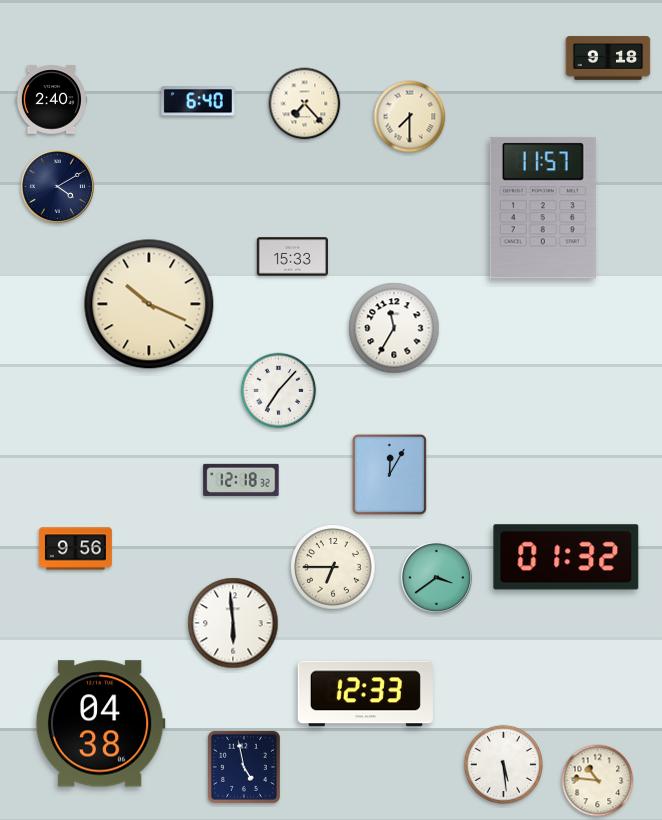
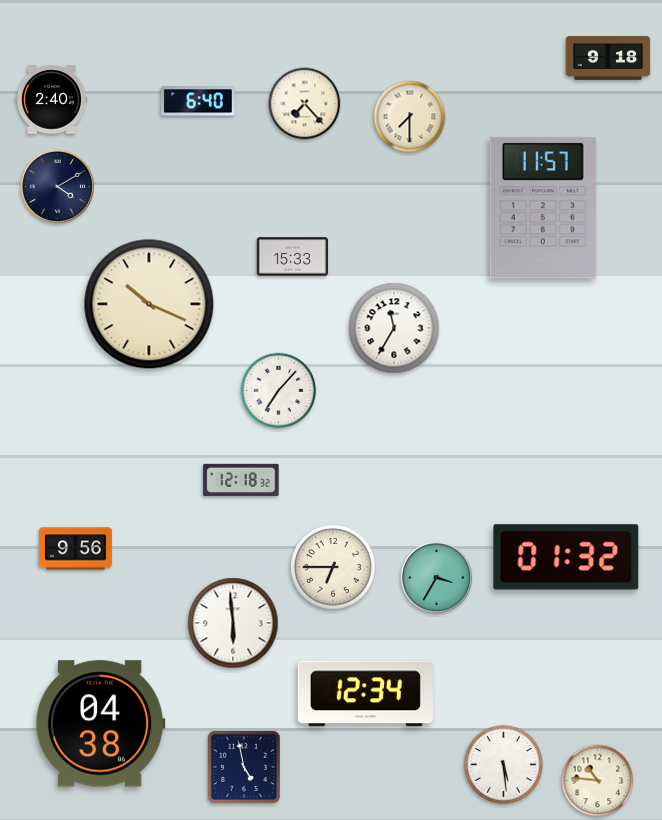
clock at (389, 474): 12:05 -> none
clock at (436, 577): 3:39 -> 3:35
clock at (365, 694): 12:33 -> 12:34
